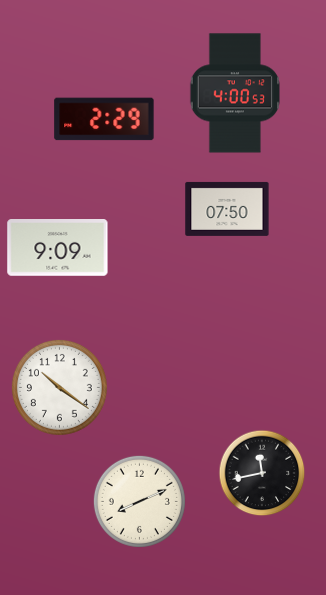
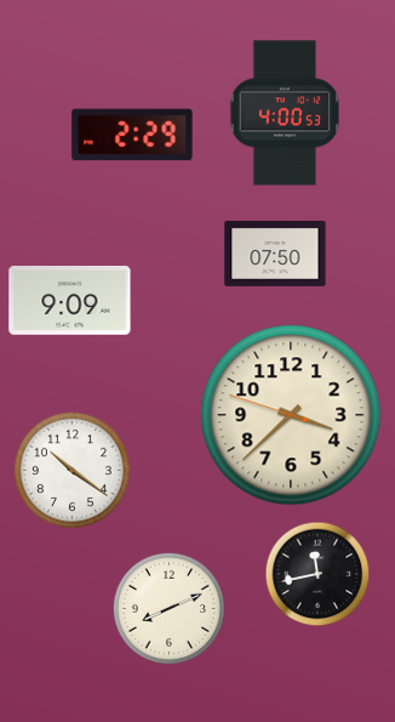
clock at (104, 119) position: (104, 119) -> (132, 135)
clock at (291, 415): none -> 3:37
